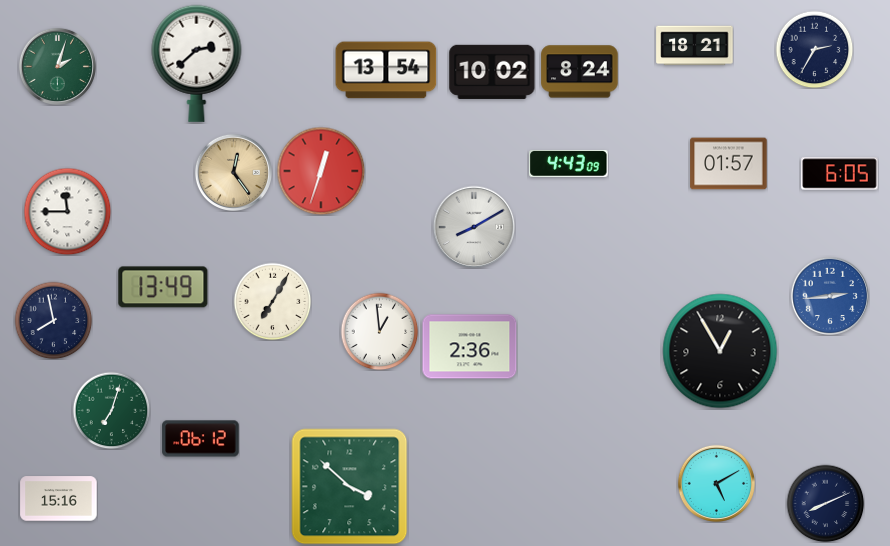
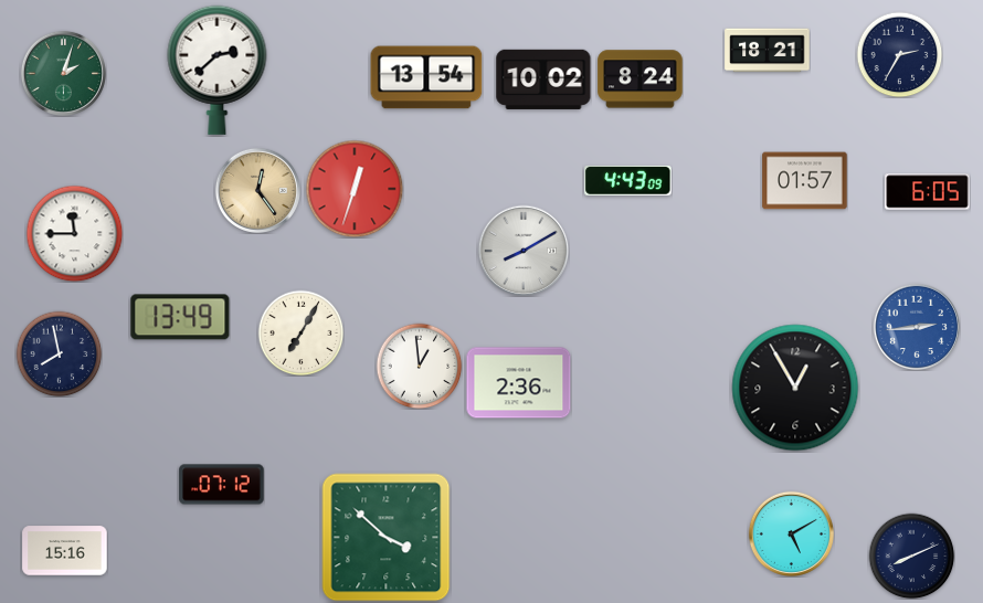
clock at (111, 410): 7:03 -> none
clock at (201, 439): 06:12 -> 07:12
